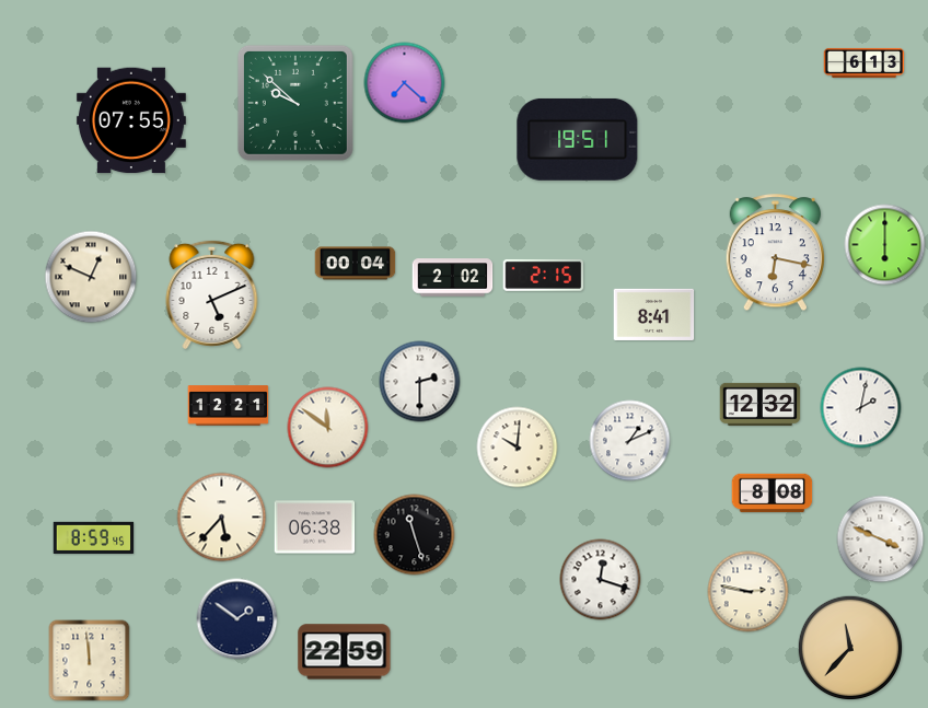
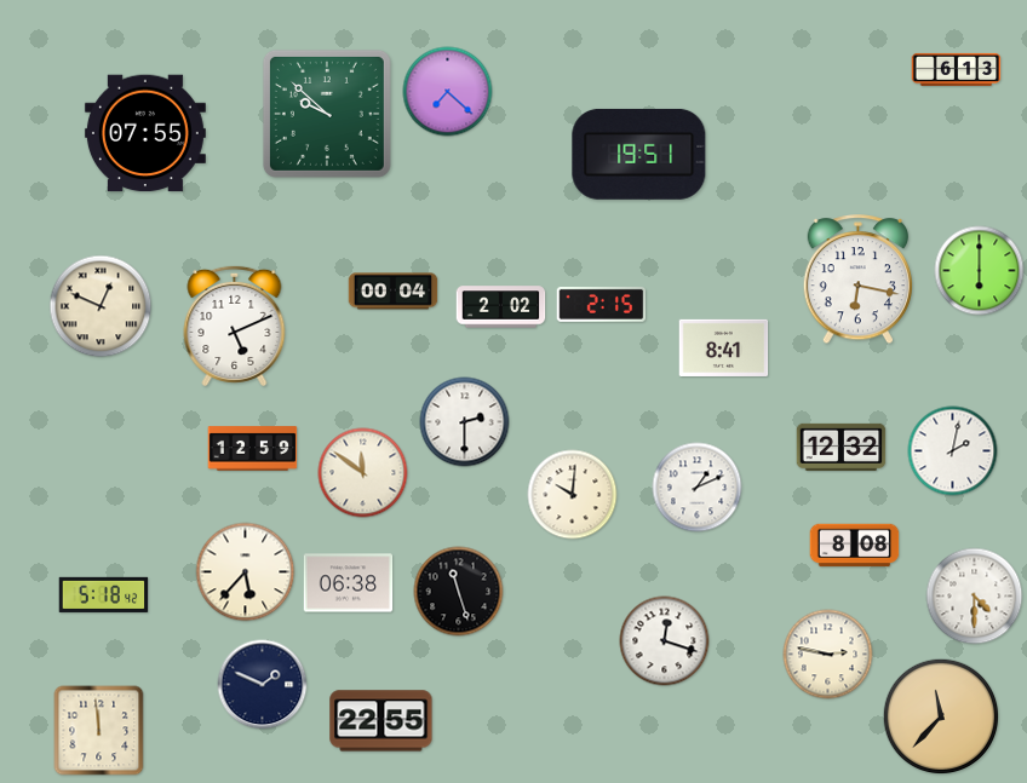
clock at (229, 406): 12:21 -> 12:59
clock at (94, 537): 8:59 -> 5:18
clock at (881, 539): 3:49 -> 4:30
clock at (237, 619): 1:51 -> 1:49
clock at (345, 652): 22:59 -> 22:55
